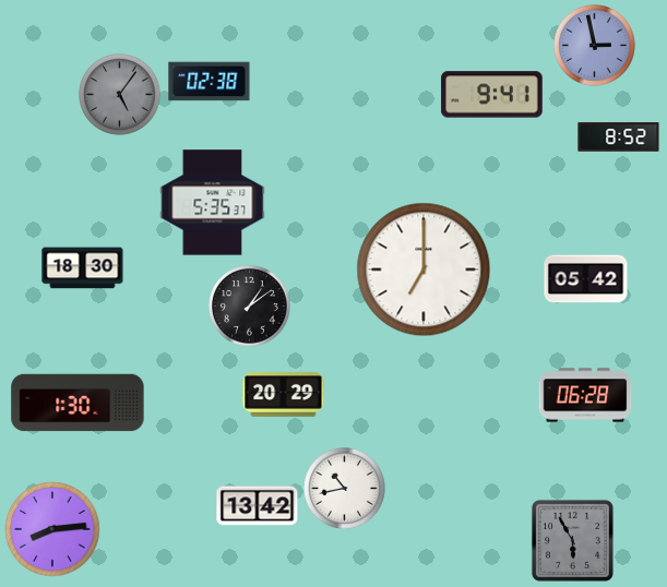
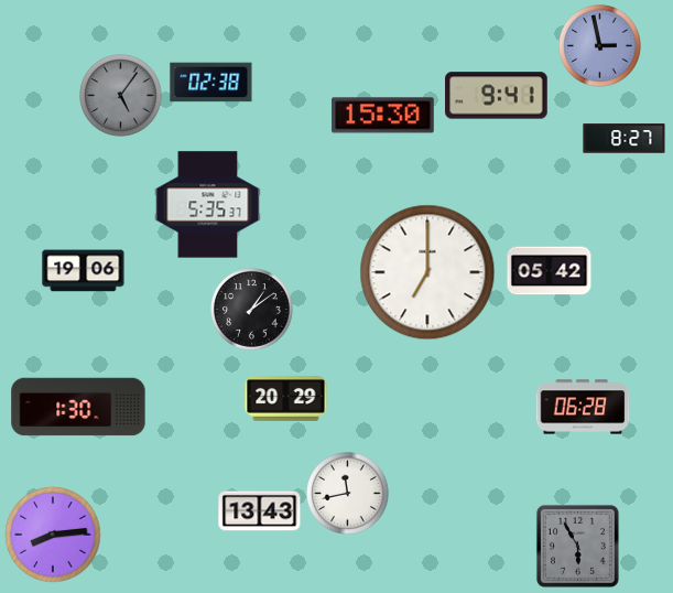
clock at (383, 116): none -> 15:30
clock at (619, 137): 8:52 -> 8:27
clock at (213, 203) position: (213, 203) -> (208, 205)
clock at (83, 268): 18:30 -> 19:06
clock at (586, 279) position: (586, 279) -> (550, 271)
clock at (585, 395) position: (585, 395) -> (583, 407)
clock at (345, 489): 10:43 -> 11:43
clock at (258, 506): 13:42 -> 13:43
